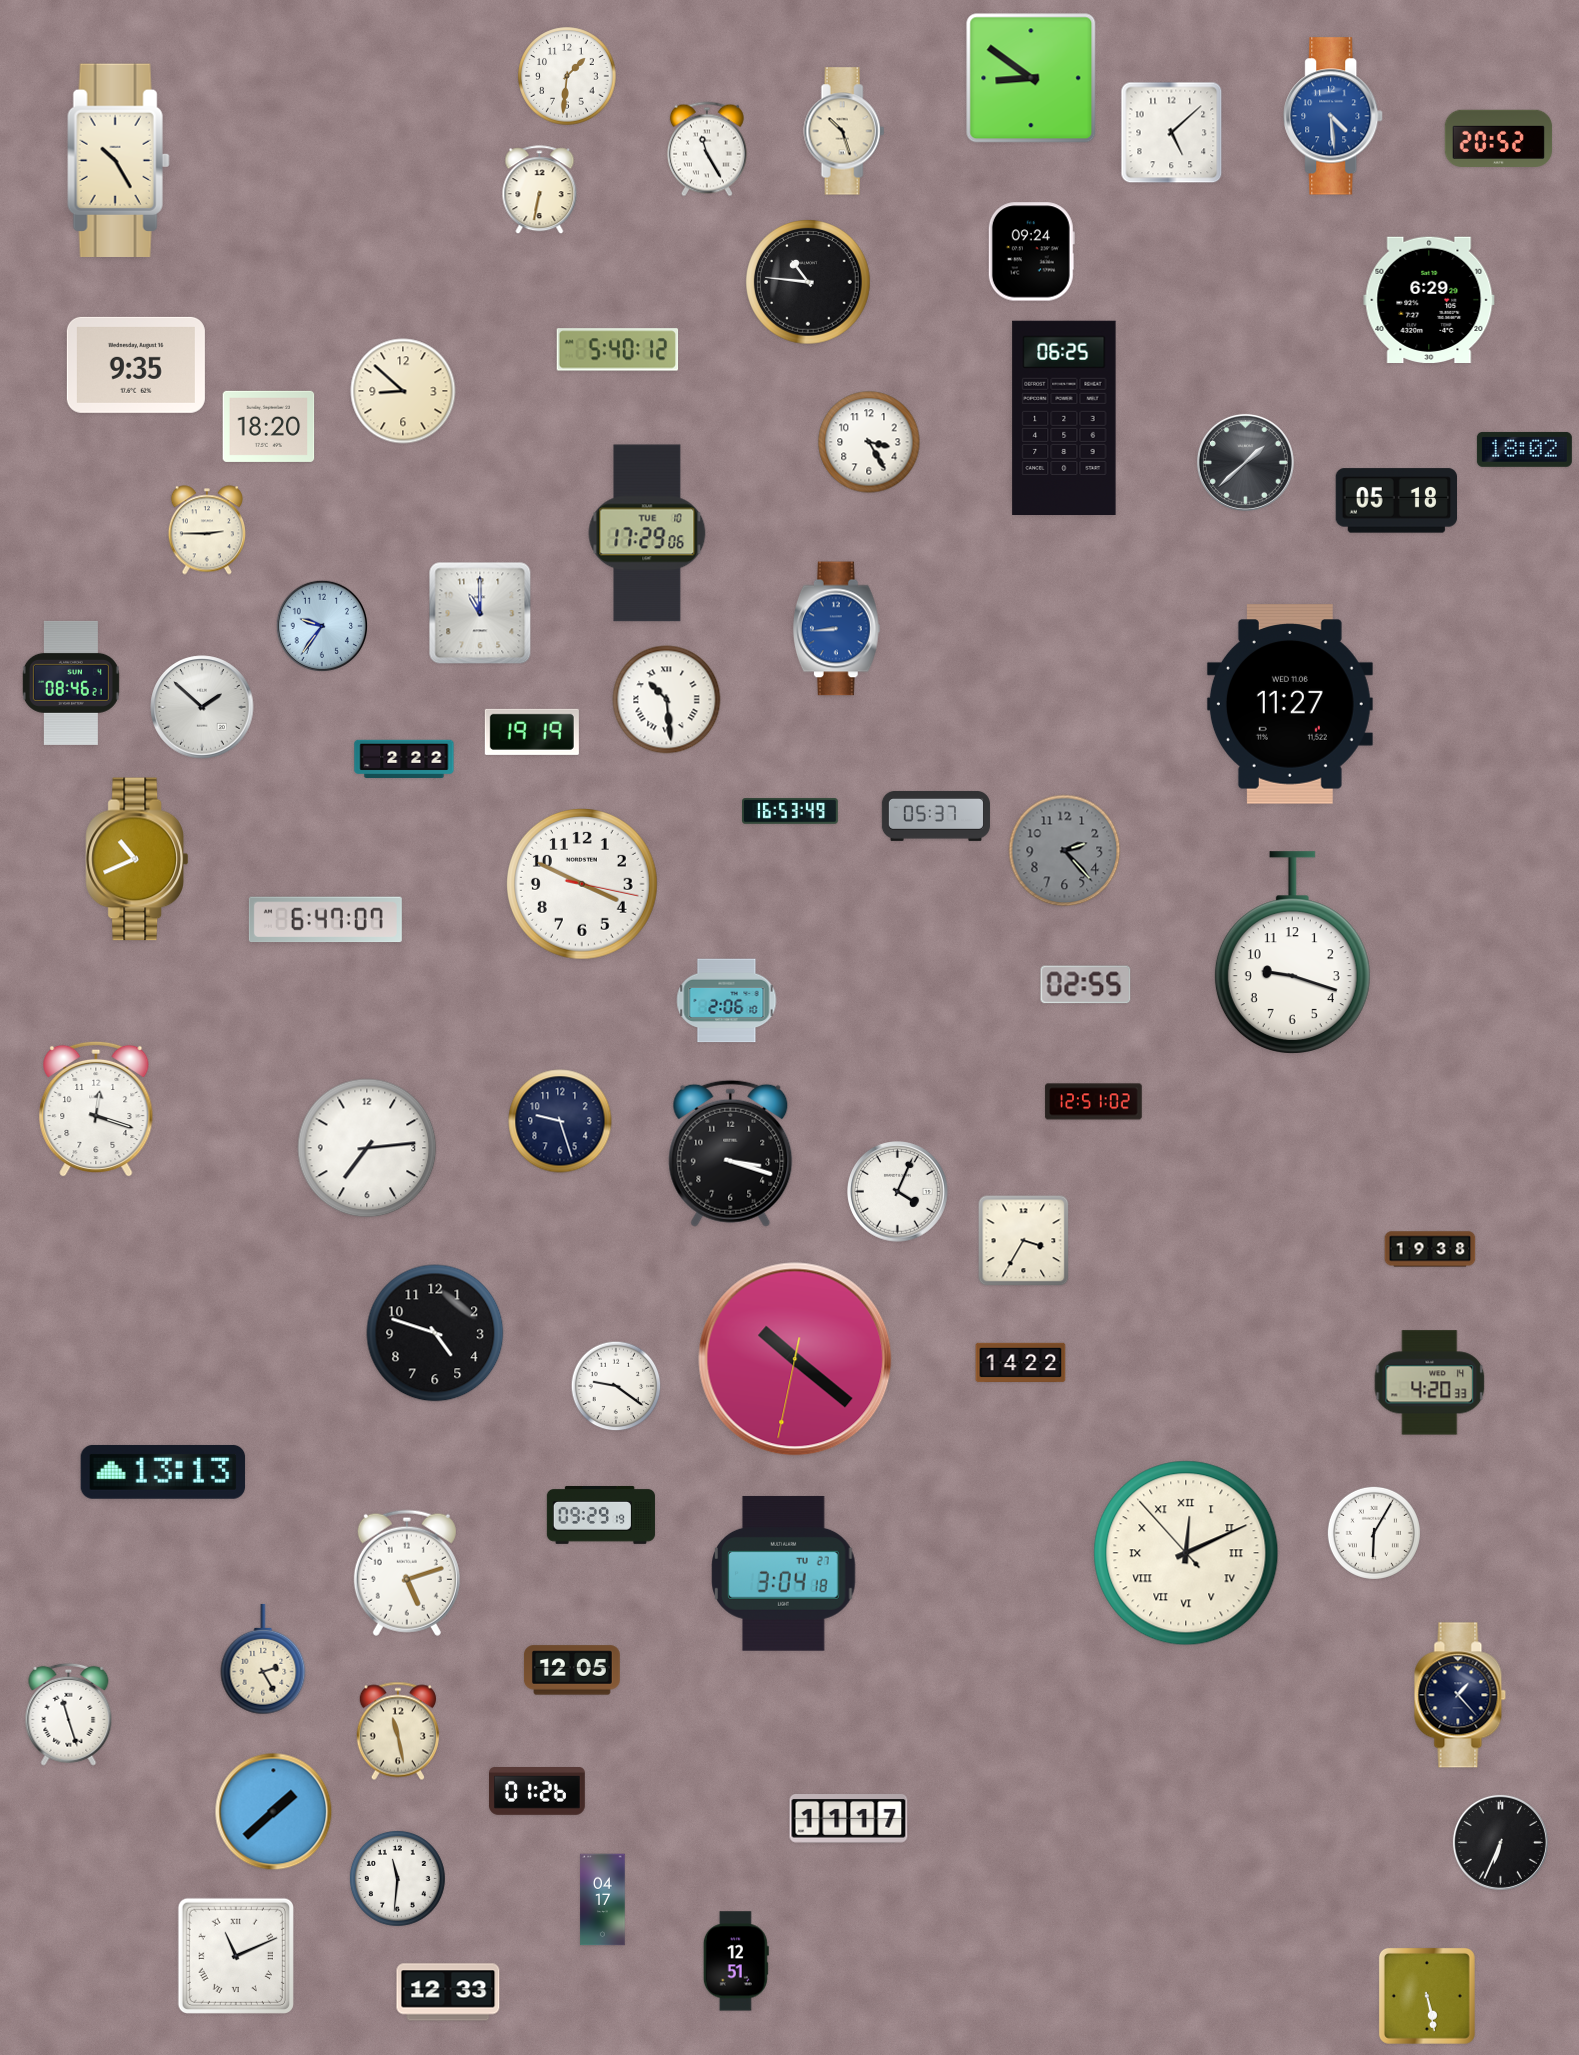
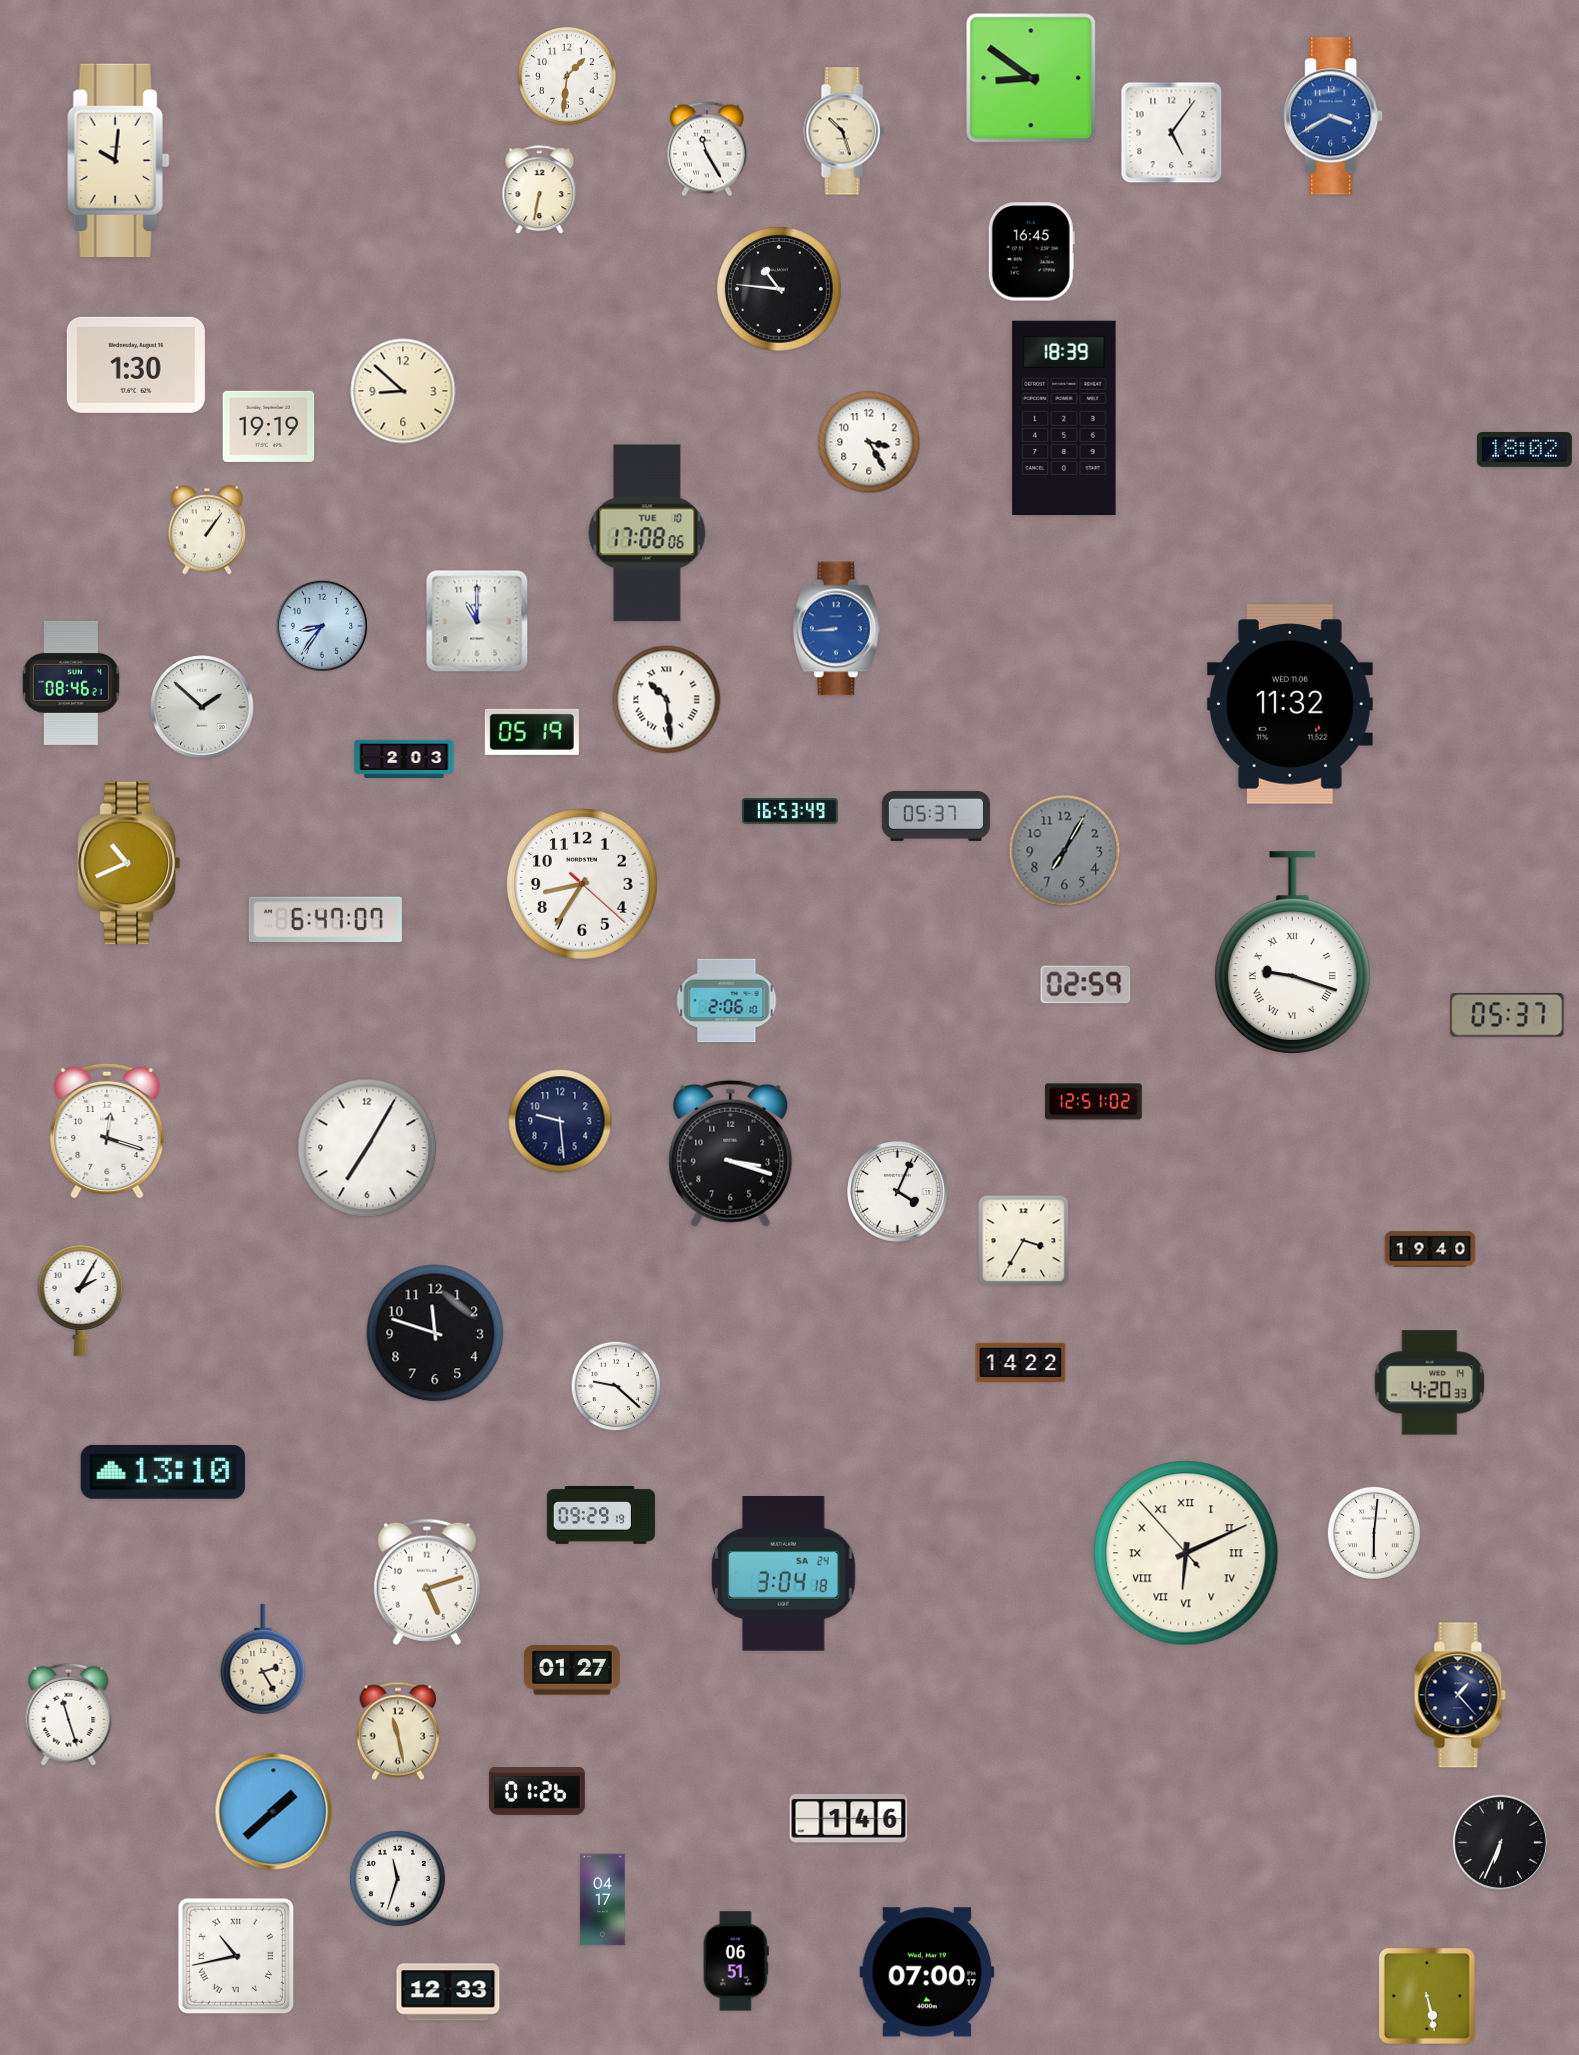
clock at (1334, 116): 4:29 -> 3:40
clock at (1172, 133): 5:08 -> 5:06
clock at (1499, 139): 20:52 -> none
clock at (119, 160): 10:25 -> 10:01
clock at (1031, 252): 09:24 -> 16:45
clock at (808, 282) position: (808, 282) -> (779, 289)
clock at (1429, 299): 6:29 -> none
clock at (618, 350): 5:40 -> none
clock at (136, 365): 9:35 -> 1:30
clock at (1064, 417): 06:25 -> 18:39
clock at (269, 426): 18:20 -> 19:19
clock at (1245, 462): 1:38 -> none
clock at (1396, 501): 05:18 -> none
clock at (207, 530): 2:45 -> 1:06
clock at (647, 533): 17:29 -> 17:08
clock at (480, 613) position: (480, 613) -> (477, 621)
clock at (321, 625): 9:36 -> 8:36
clock at (1290, 704): 11:27 -> 11:32
clock at (532, 732): 19:19 -> 05:19
clock at (404, 759): 2:22 -> 2:03
clock at (1065, 851): 2:23 -> 7:05
clock at (136, 859) position: (136, 859) -> (128, 863)
clock at (583, 885): 3:49 -> 8:35
clock at (1292, 953) numerals: Arabic -> Roman
clock at (1086, 985): 02:55 -> 02:59
clock at (1507, 1016): none -> 05:37
clock at (96, 1109) position: (96, 1109) -> (107, 1131)
clock at (560, 1121): 9:27 -> 9:29
clock at (367, 1148): 7:14 -> 7:05
clock at (1430, 1249): 19:38 -> 19:40
clock at (81, 1300): none -> 2:05
clock at (435, 1333): 4:48 -> 11:48
clock at (795, 1359): 10:21 -> none
clock at (616, 1386): 9:21 -> 9:22
clock at (163, 1472): 13:13 -> 13:10
clock at (1374, 1533): 6:05 -> 6:01
clock at (1186, 1553): 12:10 -> 6:10
clock at (407, 1573) position: (407, 1573) -> (427, 1582)
clock at (784, 1573) date: TU 27 -> SA 24
clock at (572, 1670): 12:05 -> 01:27
clock at (849, 1819): 11:17 -> 1:46
clock at (397, 1878): 11:31 -> 11:33
clock at (236, 1956): 11:11 -> 10:43
clock at (736, 1961): 12:51 -> 06:51
clock at (927, 1972): none -> 07:00
